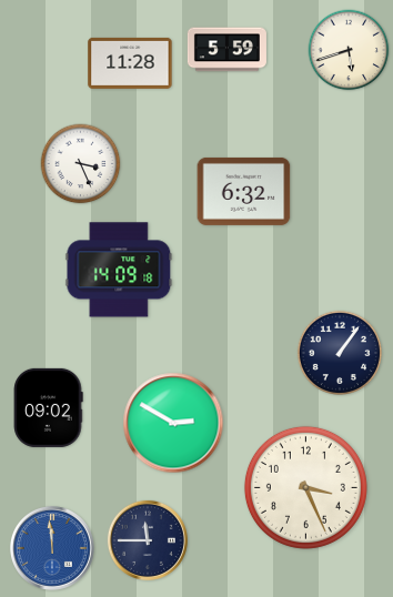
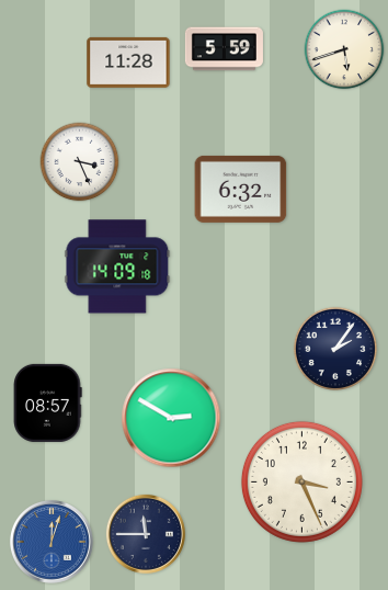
clock at (339, 352): 1:06 -> 2:06
clock at (49, 407): 09:02 -> 08:57
clock at (52, 548): 11:59 -> 12:03
